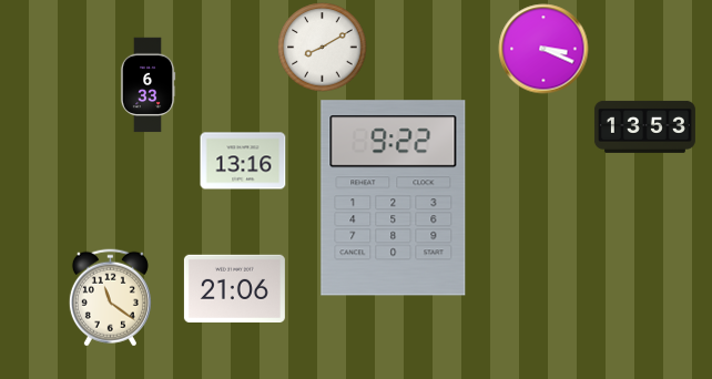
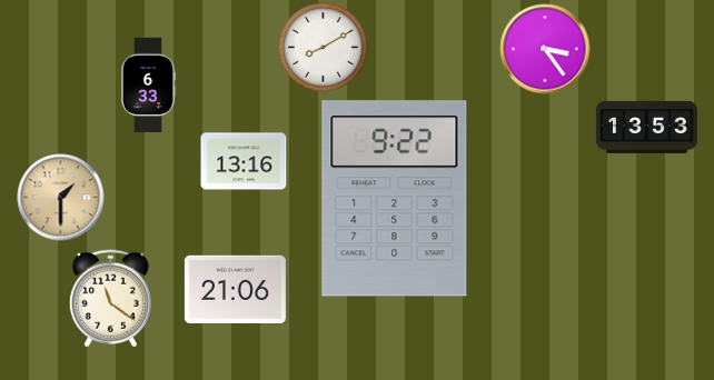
clock at (543, 49): 3:19 -> 3:24
clock at (61, 198): none -> 1:30
